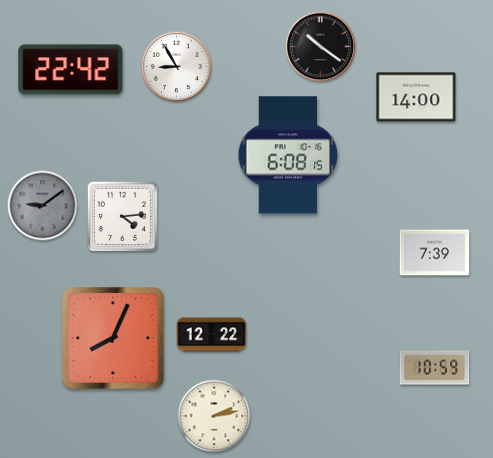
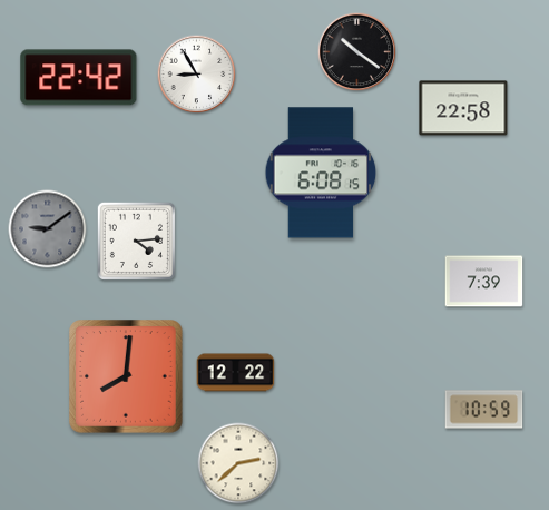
clock at (416, 97): 14:00 -> 22:58
clock at (113, 338): 8:04 -> 8:01
clock at (214, 416): 2:13 -> 2:38
